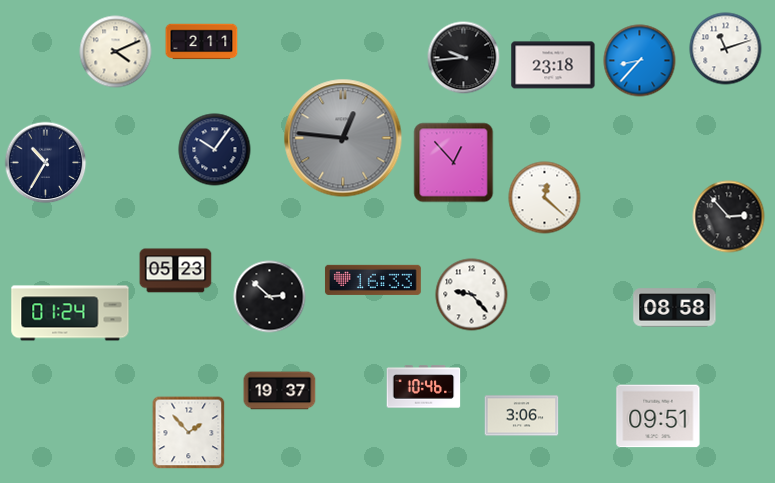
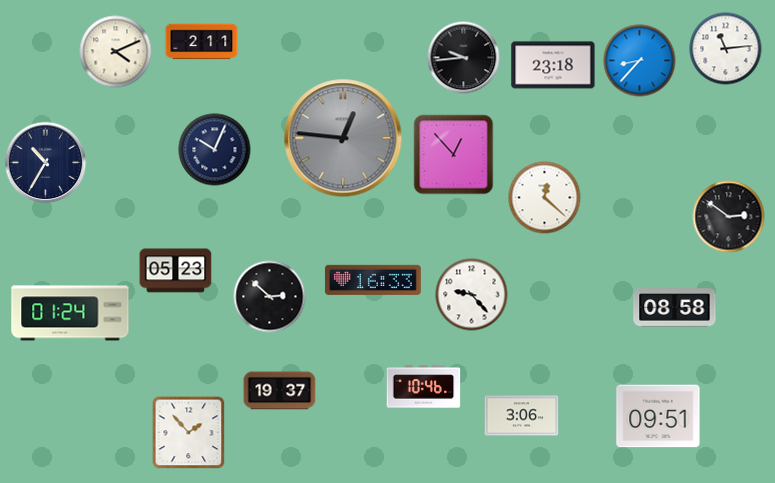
clock at (726, 49): 11:12 -> 11:14
clock at (215, 150): 10:06 -> 10:04
clock at (454, 163) position: (454, 163) -> (454, 155)
clock at (729, 217): 2:53 -> 2:51
